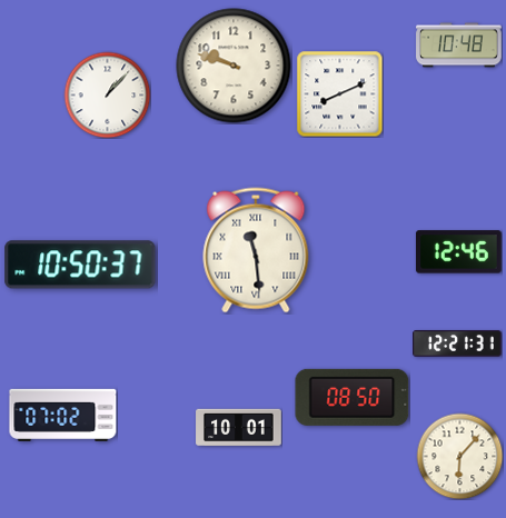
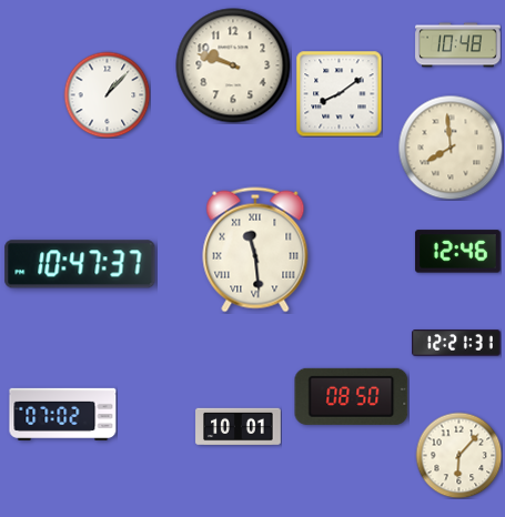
clock at (339, 93): 8:11 -> 8:09
clock at (451, 148): none -> 7:59
clock at (80, 265): 10:50 -> 10:47
